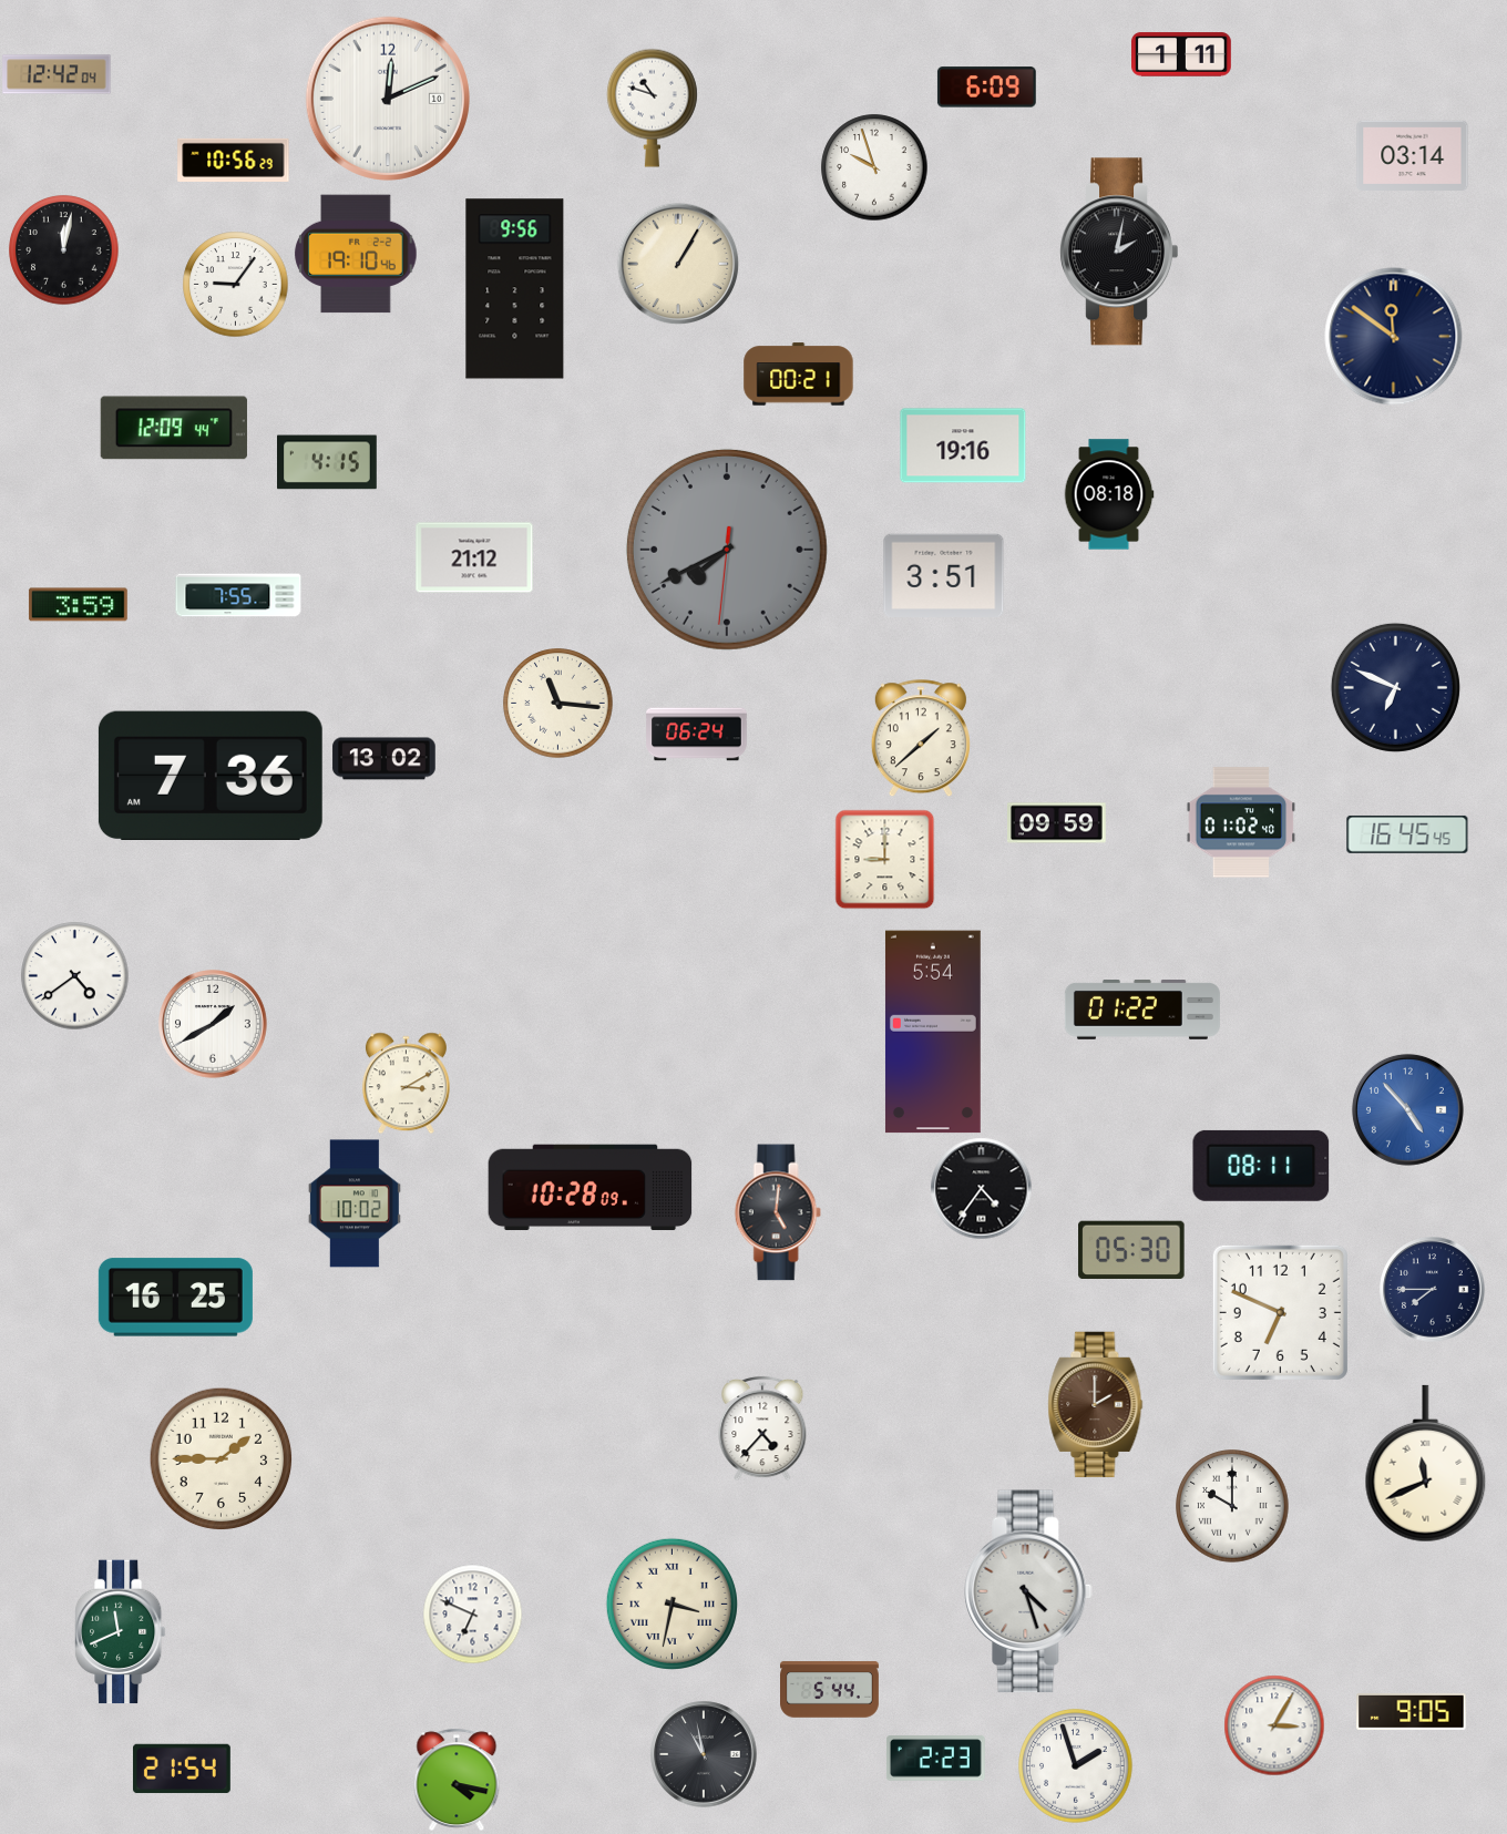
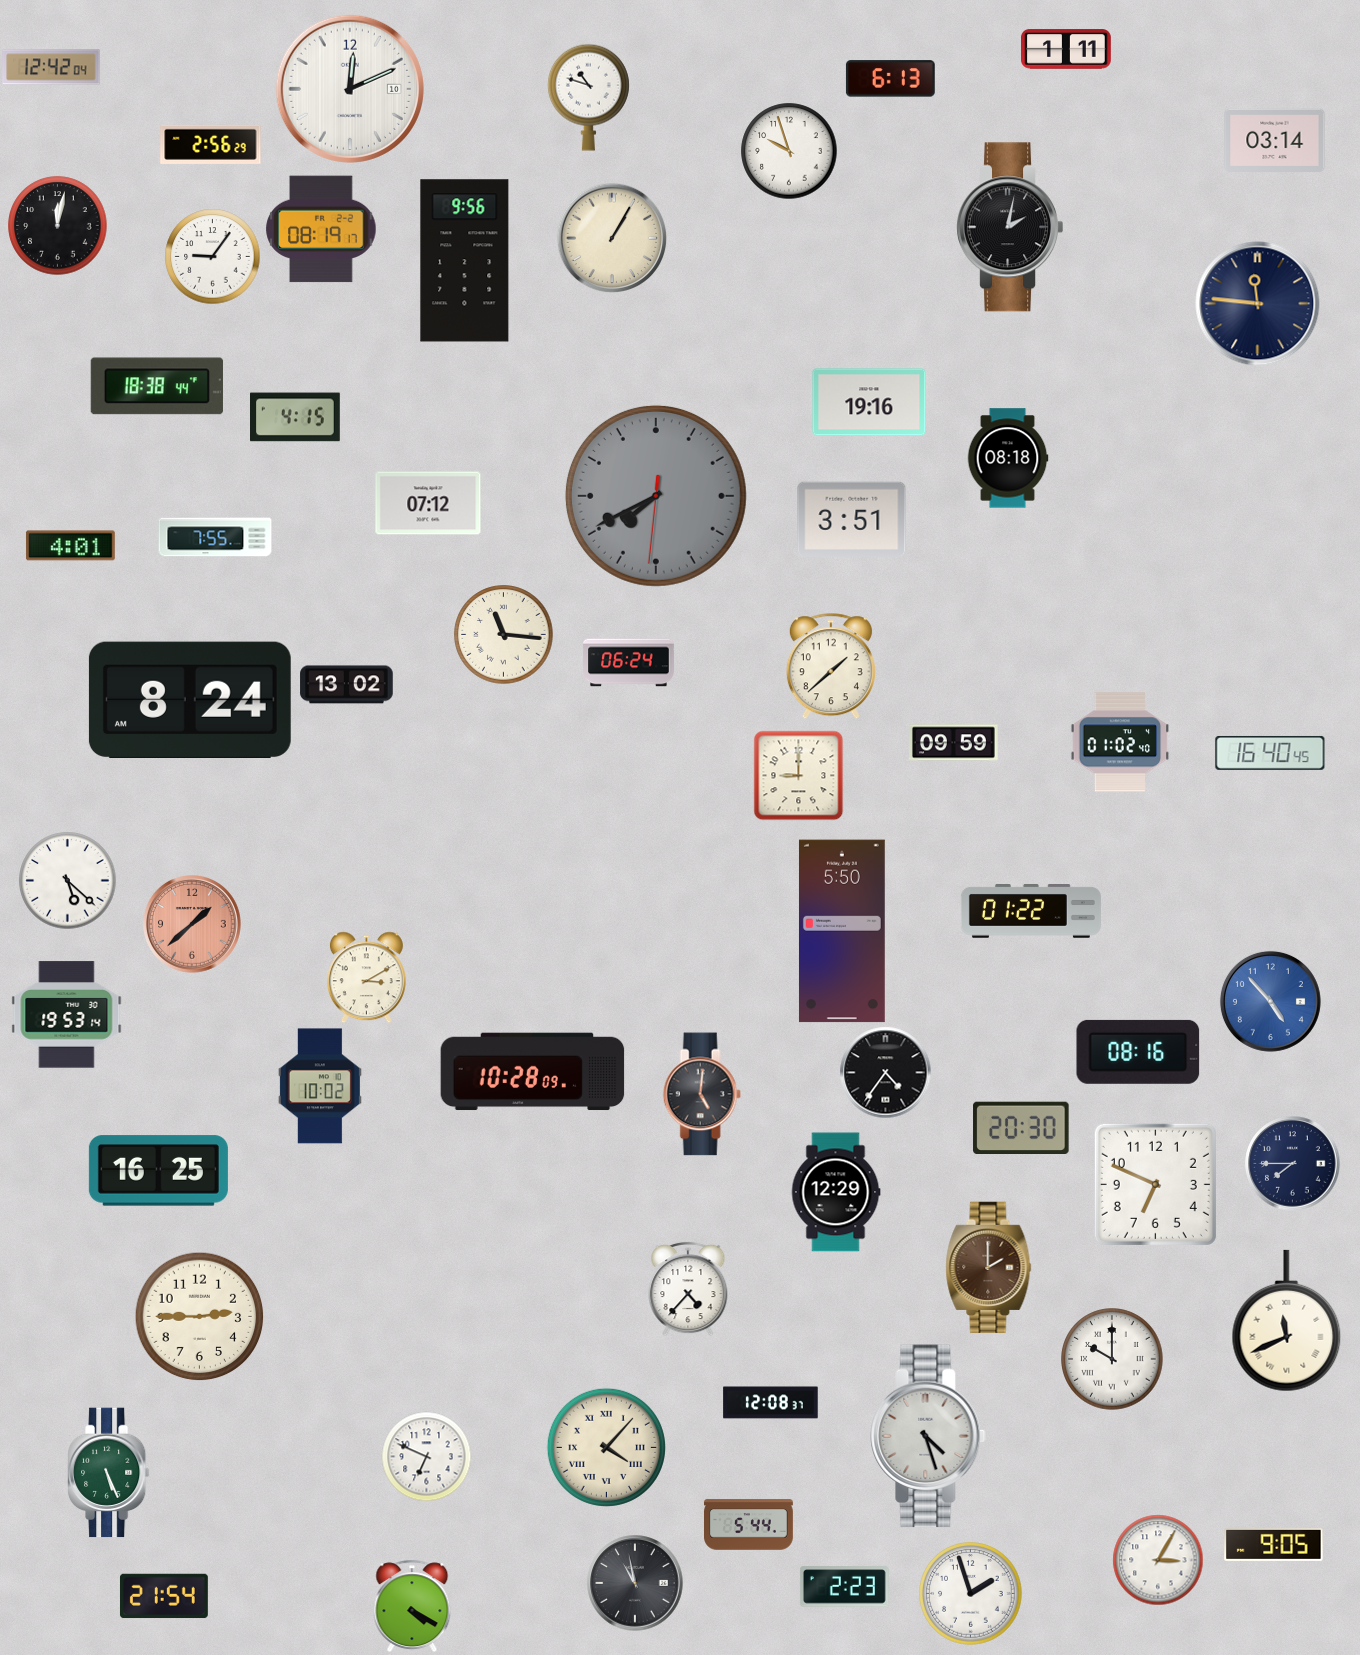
clock at (986, 88): 6:09 -> 6:13
clock at (234, 160): 10:56 -> 2:56
clock at (356, 254): 19:10 -> 08:19
clock at (1394, 337): 11:51 -> 11:46
clock at (799, 375): 00:21 -> none
clock at (174, 428): 12:09 -> 18:38
clock at (1109, 494) position: (1109, 494) -> (1008, 458)
clock at (474, 557): 21:12 -> 07:12
clock at (78, 605): 3:59 -> 4:01
clock at (1395, 687): 6:49 -> none
clock at (211, 775): 7:36 -> 8:24
clock at (1407, 834): 16:45 -> 16:40
clock at (75, 976): 4:39 -> 5:22
clock at (214, 1025): 1:40 -> 1:38
clock at (214, 1025) dial: white -> salmon
clock at (933, 1032): 5:54 -> 5:50
clock at (67, 1015): none -> 19:53
clock at (1261, 1166): 08:11 -> 08:16
clock at (1131, 1249): 05:30 -> 20:30
clock at (836, 1192): none -> 12:29
clock at (221, 1458): 1:45 -> 2:45
clock at (771, 1403): none -> 12:08
clock at (672, 1604): 3:32 -> 4:07
clock at (121, 1632): 11:41 -> 5:26
clock at (1274, 1725) position: (1274, 1725) -> (1158, 1560)
clock at (457, 1780): 4:17 -> 4:20
